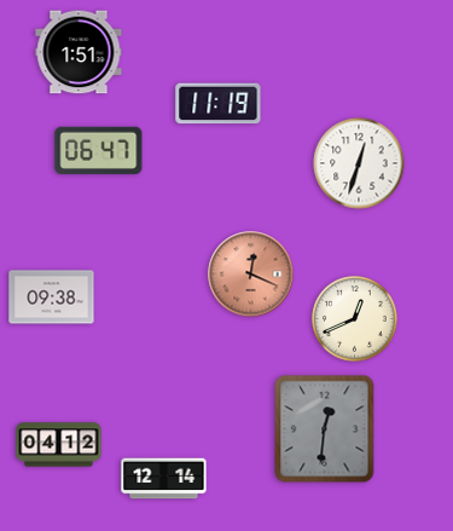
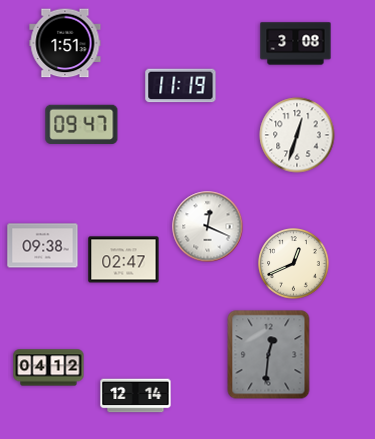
clock at (296, 44): none -> 3:08
clock at (99, 150): 06:47 -> 09:47
clock at (251, 275) dial: salmon -> white
clock at (124, 260): none -> 02:47
